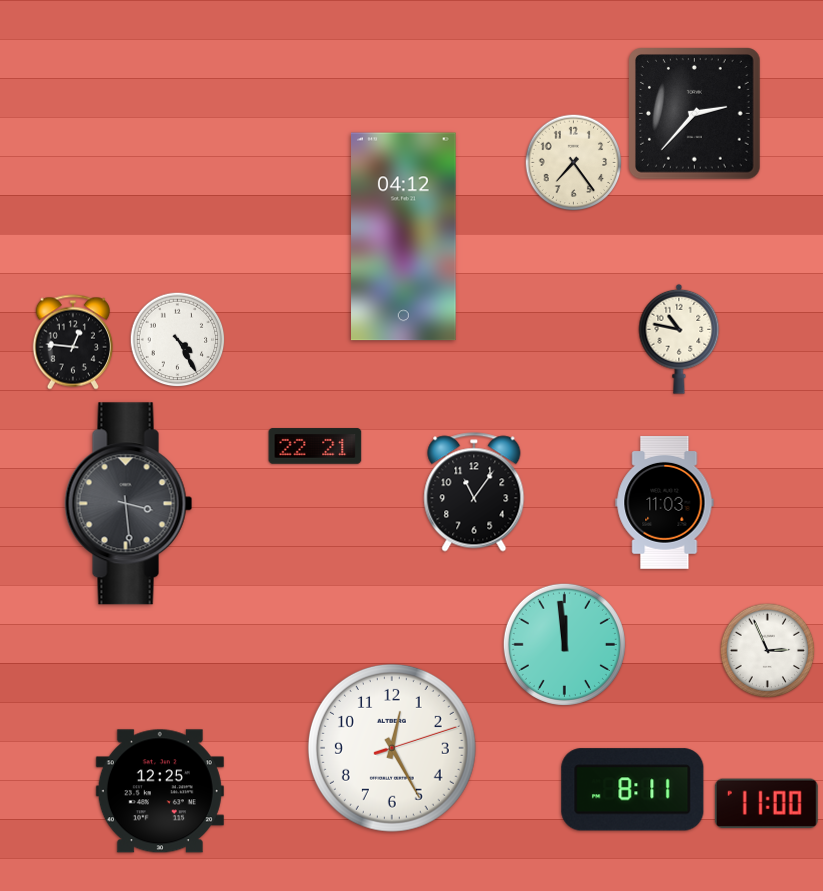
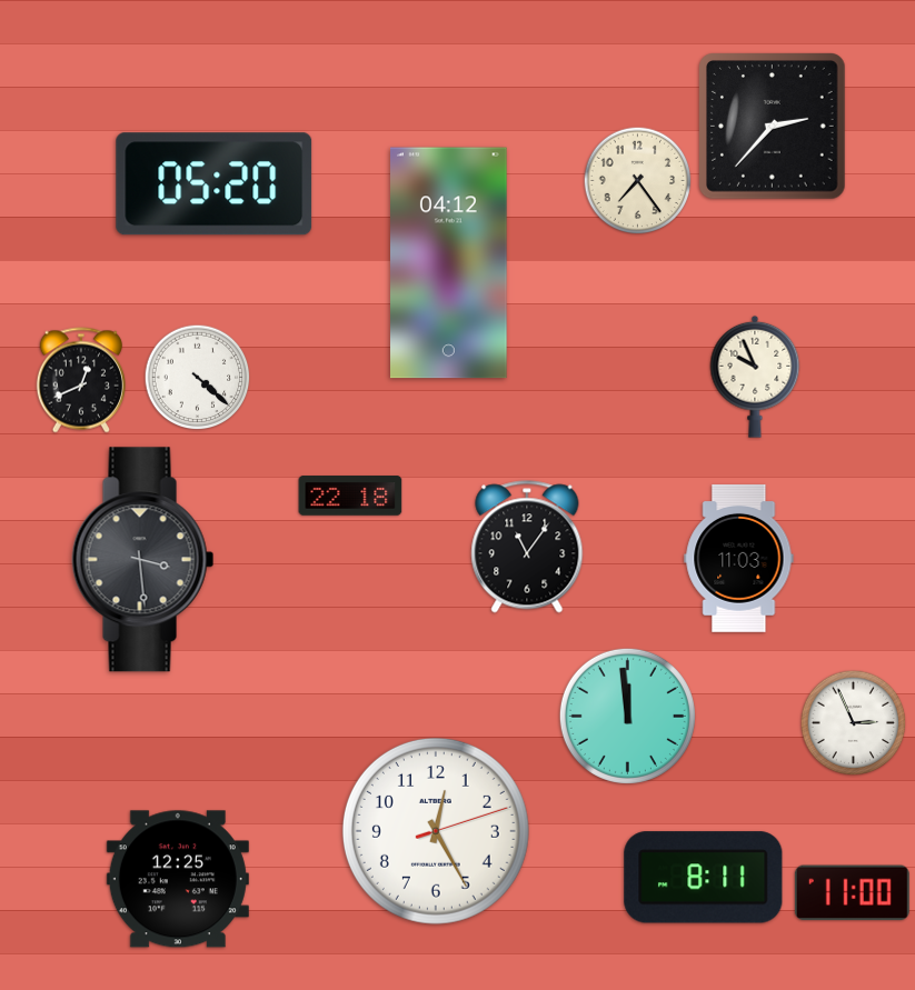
clock at (215, 184): none -> 05:20
clock at (679, 339): 10:47 -> 9:56
clock at (178, 340): 4:25 -> 4:22
clock at (73, 342): 12:46 -> 12:41
clock at (315, 446): 22:21 -> 22:18
